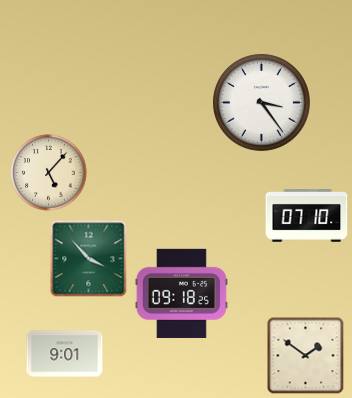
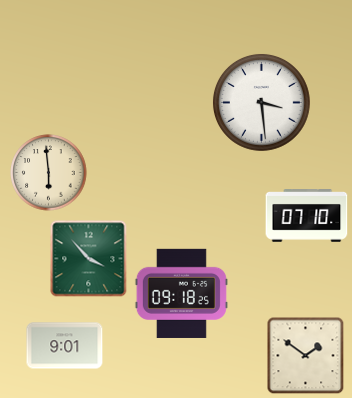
clock at (261, 102): 3:24 -> 3:29
clock at (49, 173): 5:07 -> 5:59
clock at (65, 354) position: (65, 354) -> (65, 346)
